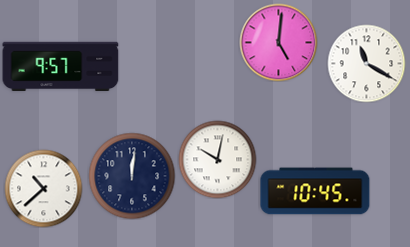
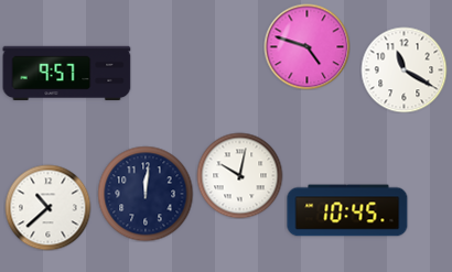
clock at (278, 42): 5:01 -> 4:48
